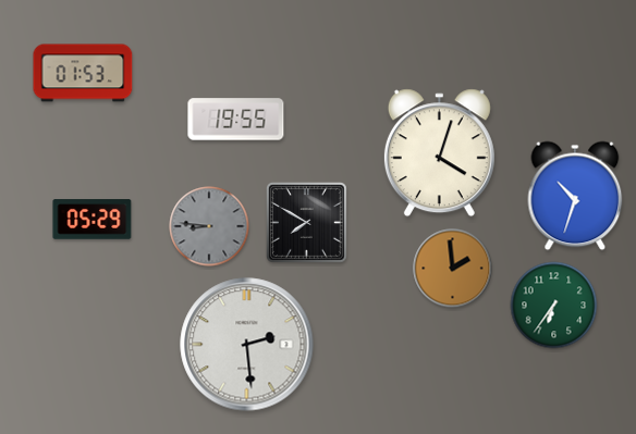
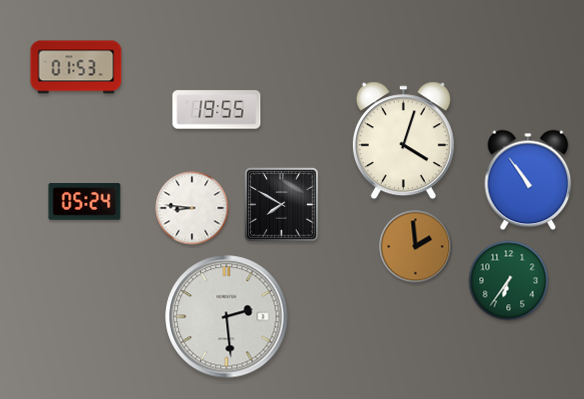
clock at (575, 196): 10:33 -> 10:54
clock at (93, 220): 05:29 -> 05:24
clock at (209, 226) dial: grey -> white
